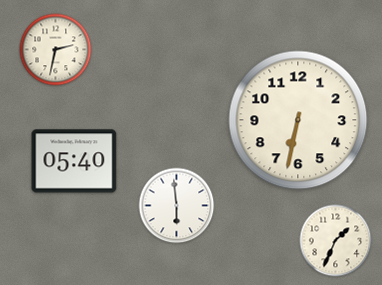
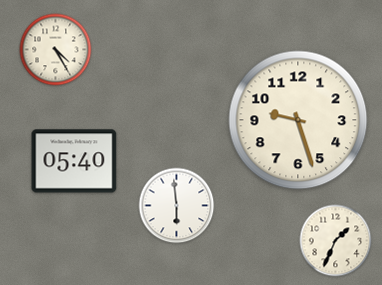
clock at (56, 50): 2:32 -> 4:25
clock at (298, 120): 6:32 -> 9:27
